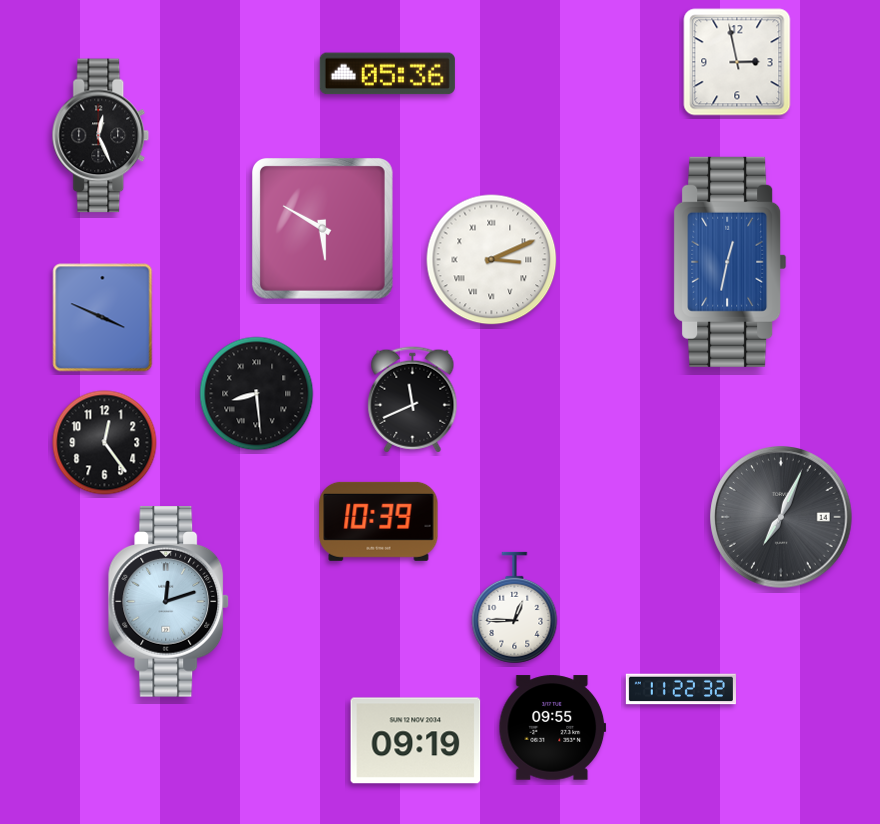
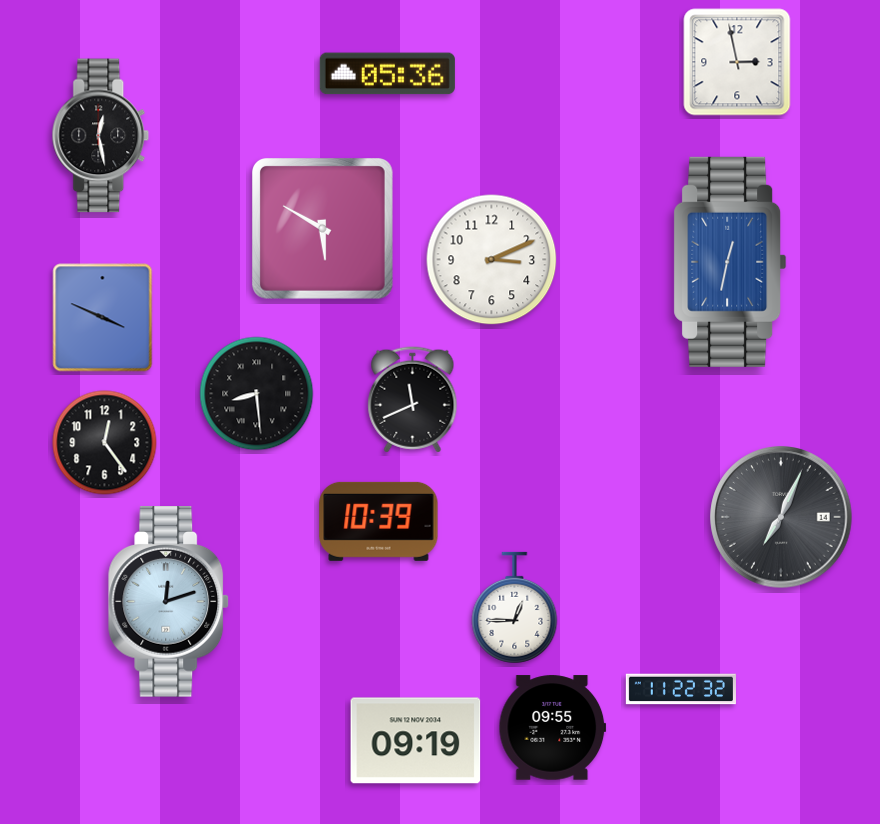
clock at (101, 136): 12:26 -> 12:28
clock at (492, 260) numerals: Roman -> Arabic
